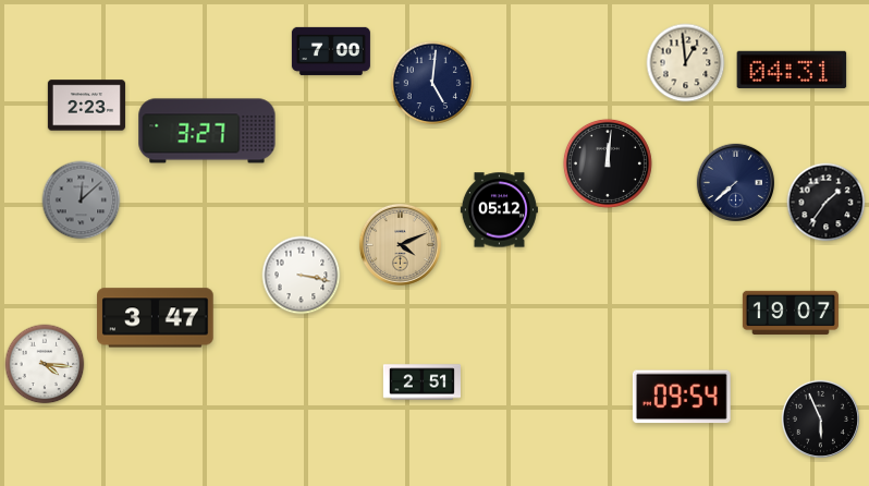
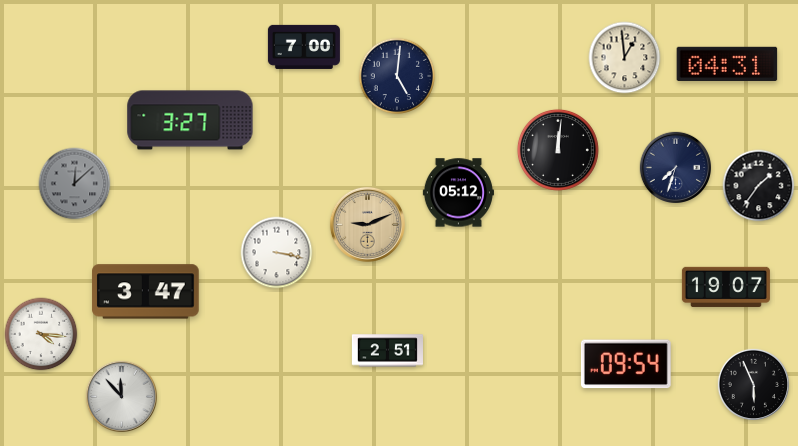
clock at (686, 63) position: (686, 63) -> (625, 58)
clock at (86, 106): 2:23 -> none
clock at (735, 182): 7:38 -> 7:33
clock at (400, 244): 4:11 -> 9:11
clock at (156, 318) position: (156, 318) -> (146, 292)
clock at (121, 396): none -> 11:53
